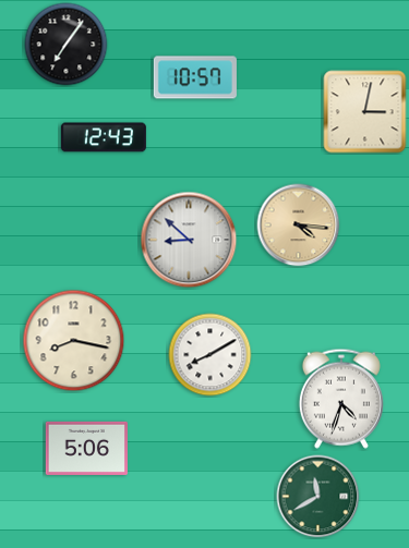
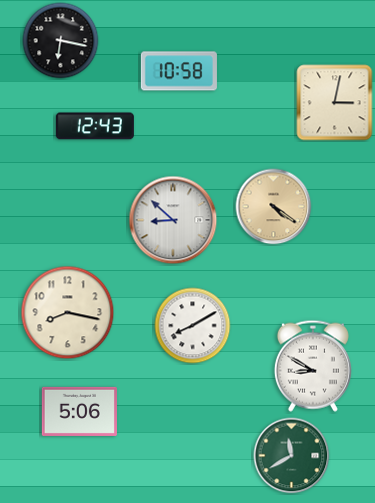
clock at (67, 45): 7:06 -> 6:17
clock at (195, 77): 10:57 -> 10:58
clock at (299, 226): 4:16 -> 4:21
clock at (341, 399): 4:33 -> 8:50
